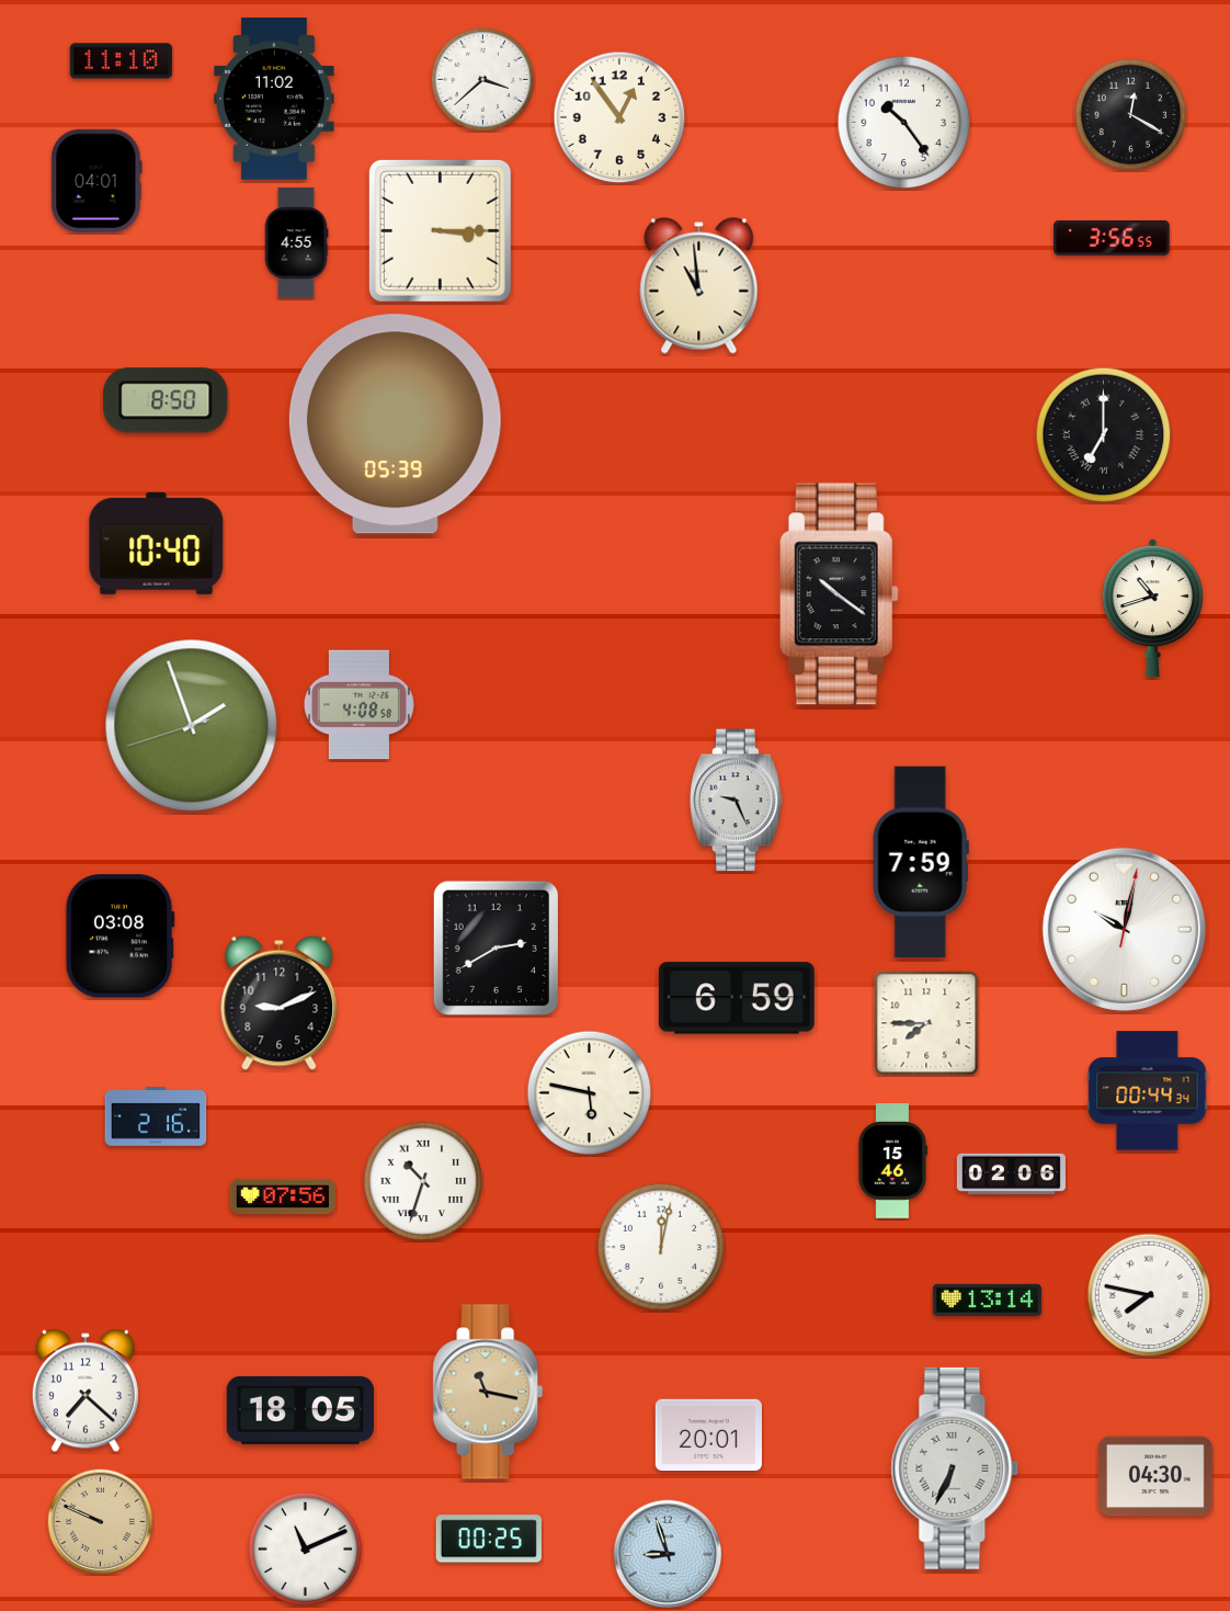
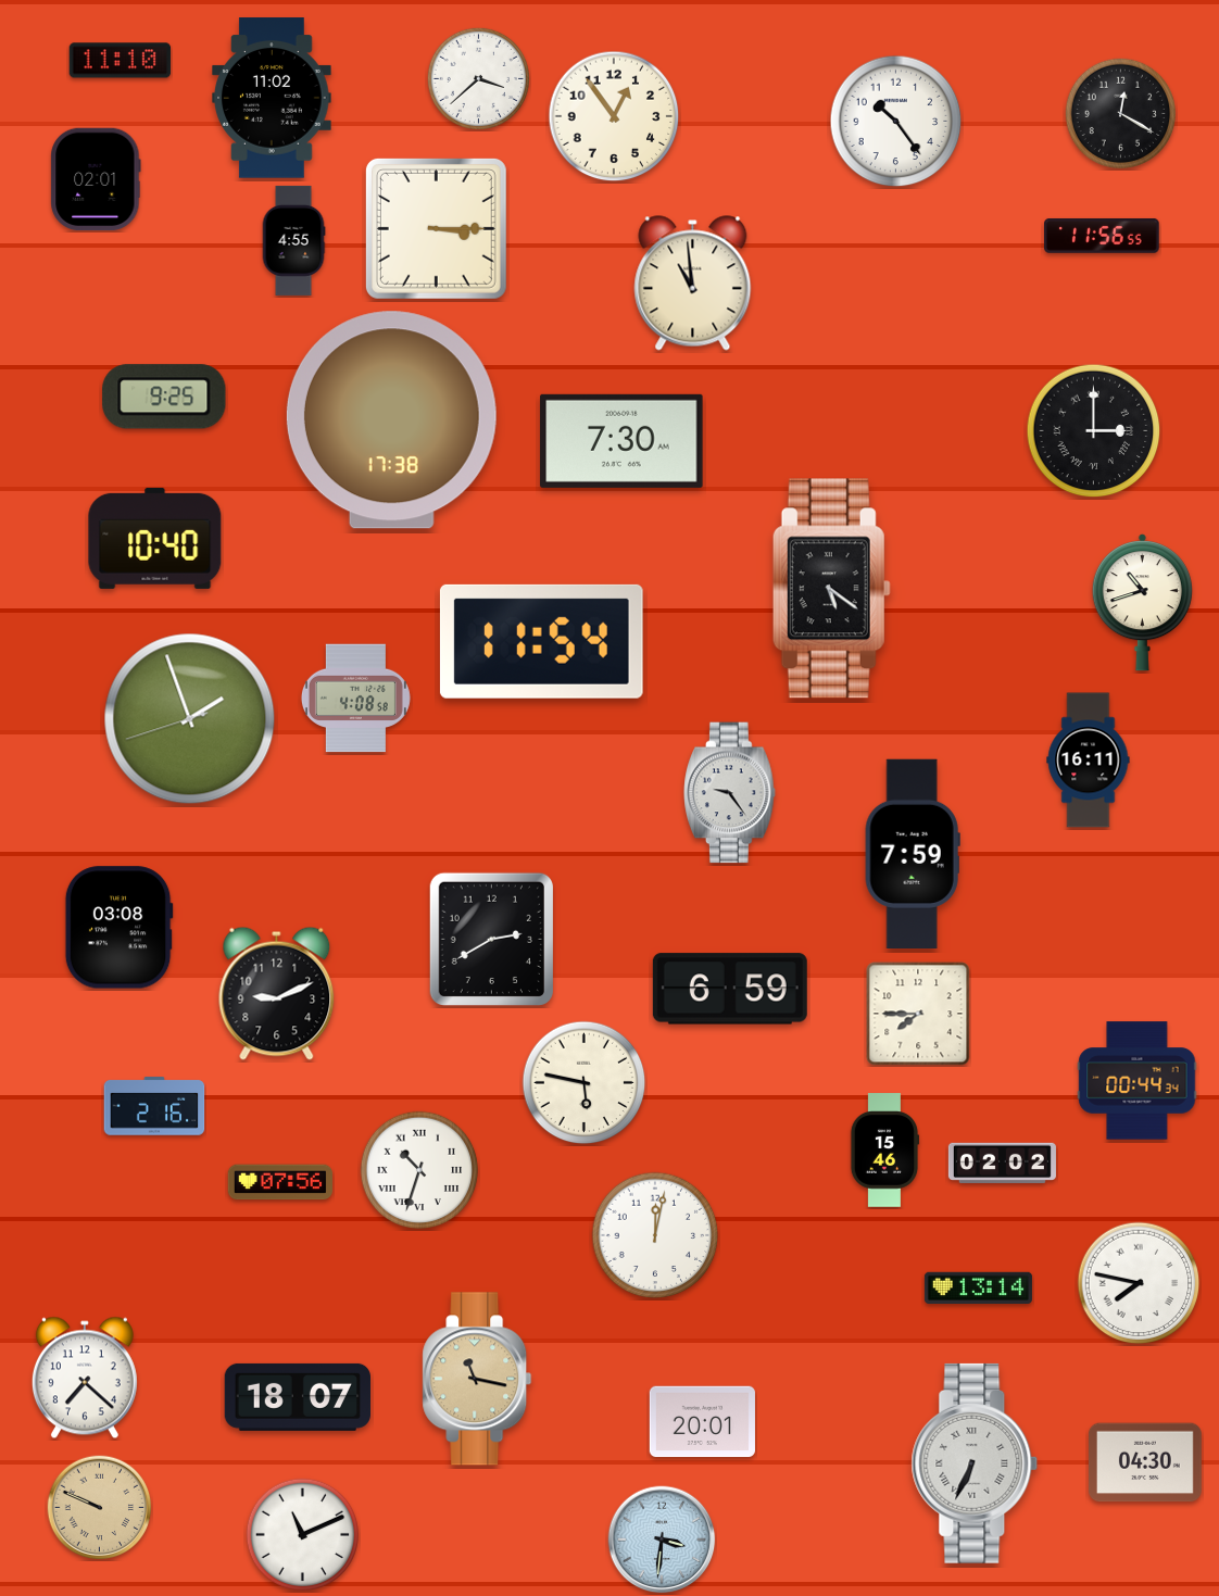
clock at (96, 181): 04:01 -> 02:01
clock at (1113, 238): 3:56 -> 11:56
clock at (166, 400): 8:50 -> 9:25
clock at (395, 424): 05:39 -> 17:38
clock at (1104, 435): 7:00 -> 3:00
clock at (621, 441): none -> 7:30
clock at (839, 594): 10:21 -> 5:21
clock at (541, 641): none -> 11:54
clock at (1089, 761): none -> 16:11
clock at (737, 801): 9:26 -> 9:24
clock at (1124, 929): 10:02 -> none
clock at (1011, 1173): 02:06 -> 02:02
clock at (283, 1196) position: (283, 1196) -> (280, 1182)
clock at (488, 1392) position: (488, 1392) -> (477, 1379)
clock at (300, 1410): 18:05 -> 18:07
clock at (955, 1468) position: (955, 1468) -> (975, 1463)
clock at (489, 1539): 00:25 -> none
clock at (668, 1554): 8:57 -> 3:31
